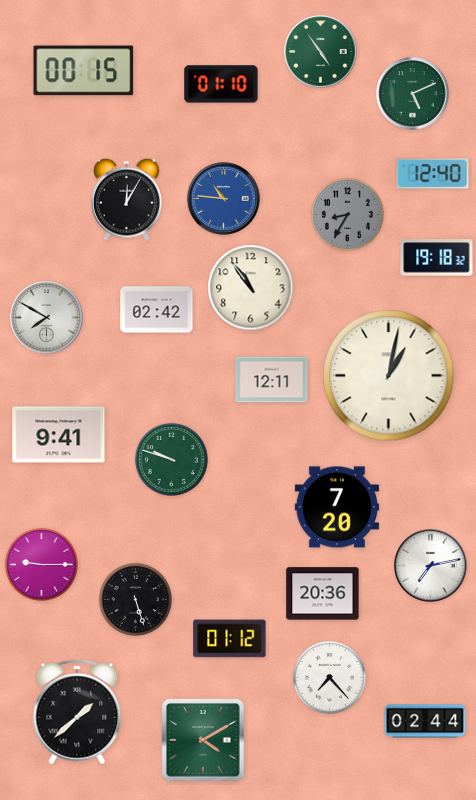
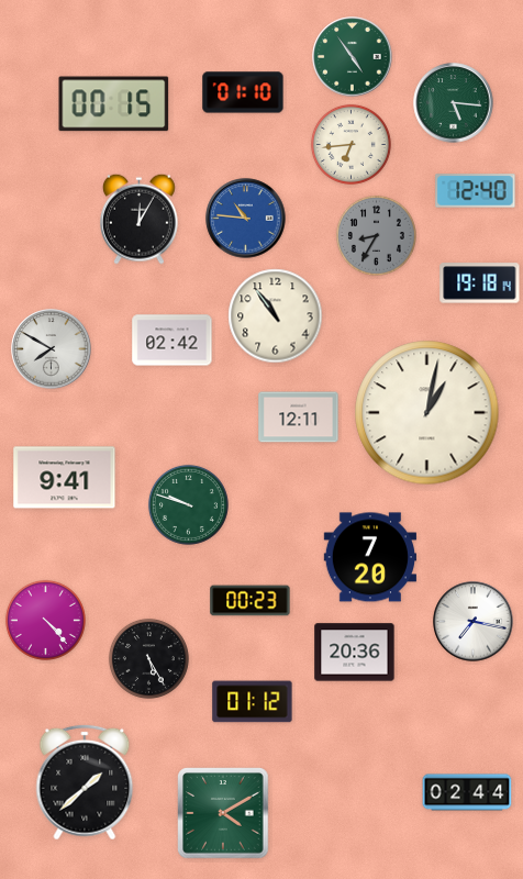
clock at (84, 71) position: (84, 71) -> (114, 104)
clock at (413, 94): 5:11 -> 5:16
clock at (350, 144): none -> 6:44
clock at (347, 214) position: (347, 214) -> (376, 235)
clock at (437, 258): 19:18:32 -> 19:18:14
clock at (251, 601): none -> 00:23
clock at (41, 564): 9:15 -> 4:23
clock at (431, 566): 7:13 -> 7:17
clock at (135, 599): 5:27 -> 5:25
clock at (329, 677): 7:23 -> none
